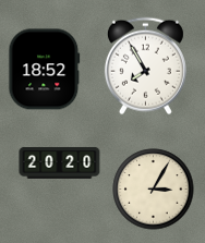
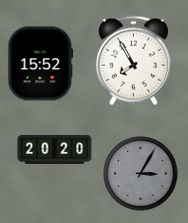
clock at (45, 70): 18:52 -> 15:52
clock at (154, 190) dial: cream -> grey
